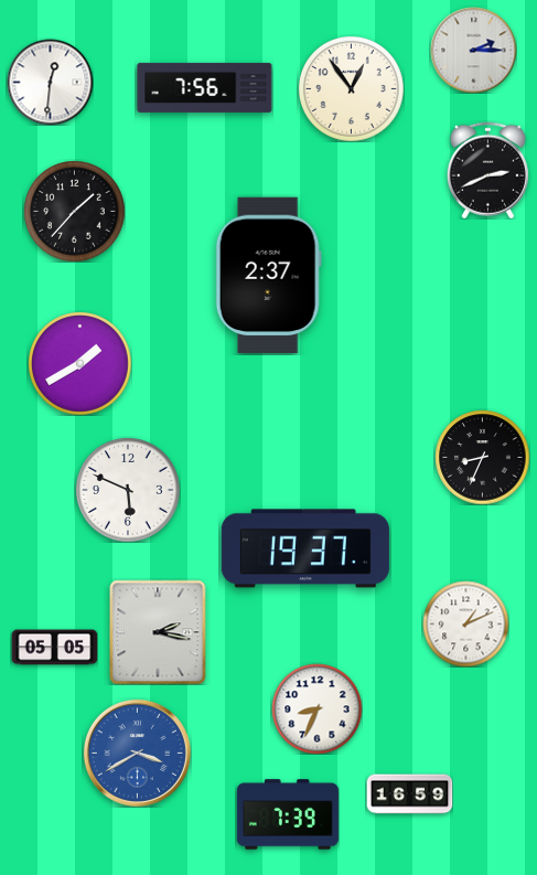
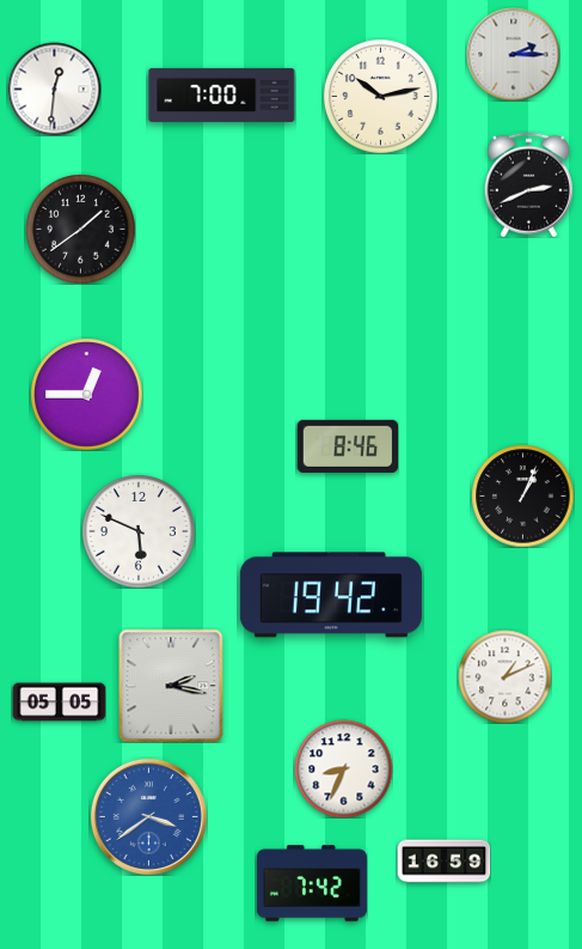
clock at (205, 87): 7:56 -> 7:00
clock at (352, 89): 12:54 -> 10:13
clock at (74, 211): 1:37 -> 1:39
clock at (268, 276): 2:37 -> none
clock at (79, 363): 1:40 -> 12:45
clock at (347, 446): none -> 8:46
clock at (482, 457): 8:34 -> 1:04
clock at (305, 548): 19:37 -> 19:42
clock at (137, 753): 3:40 -> 3:39
clock at (288, 814): 7:39 -> 7:42
